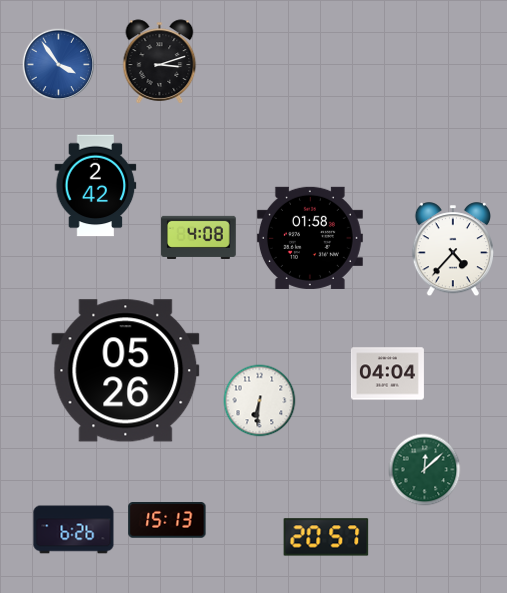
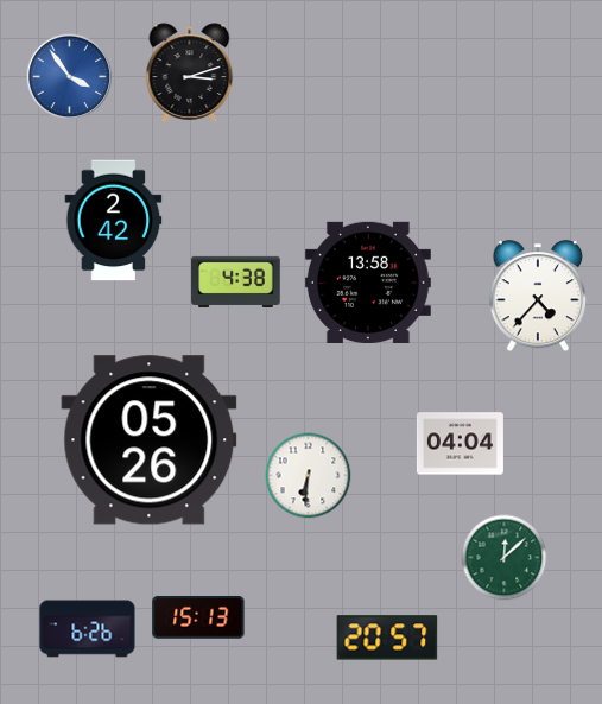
clock at (199, 237): 4:08 -> 4:38
clock at (310, 238): 01:58 -> 13:58
